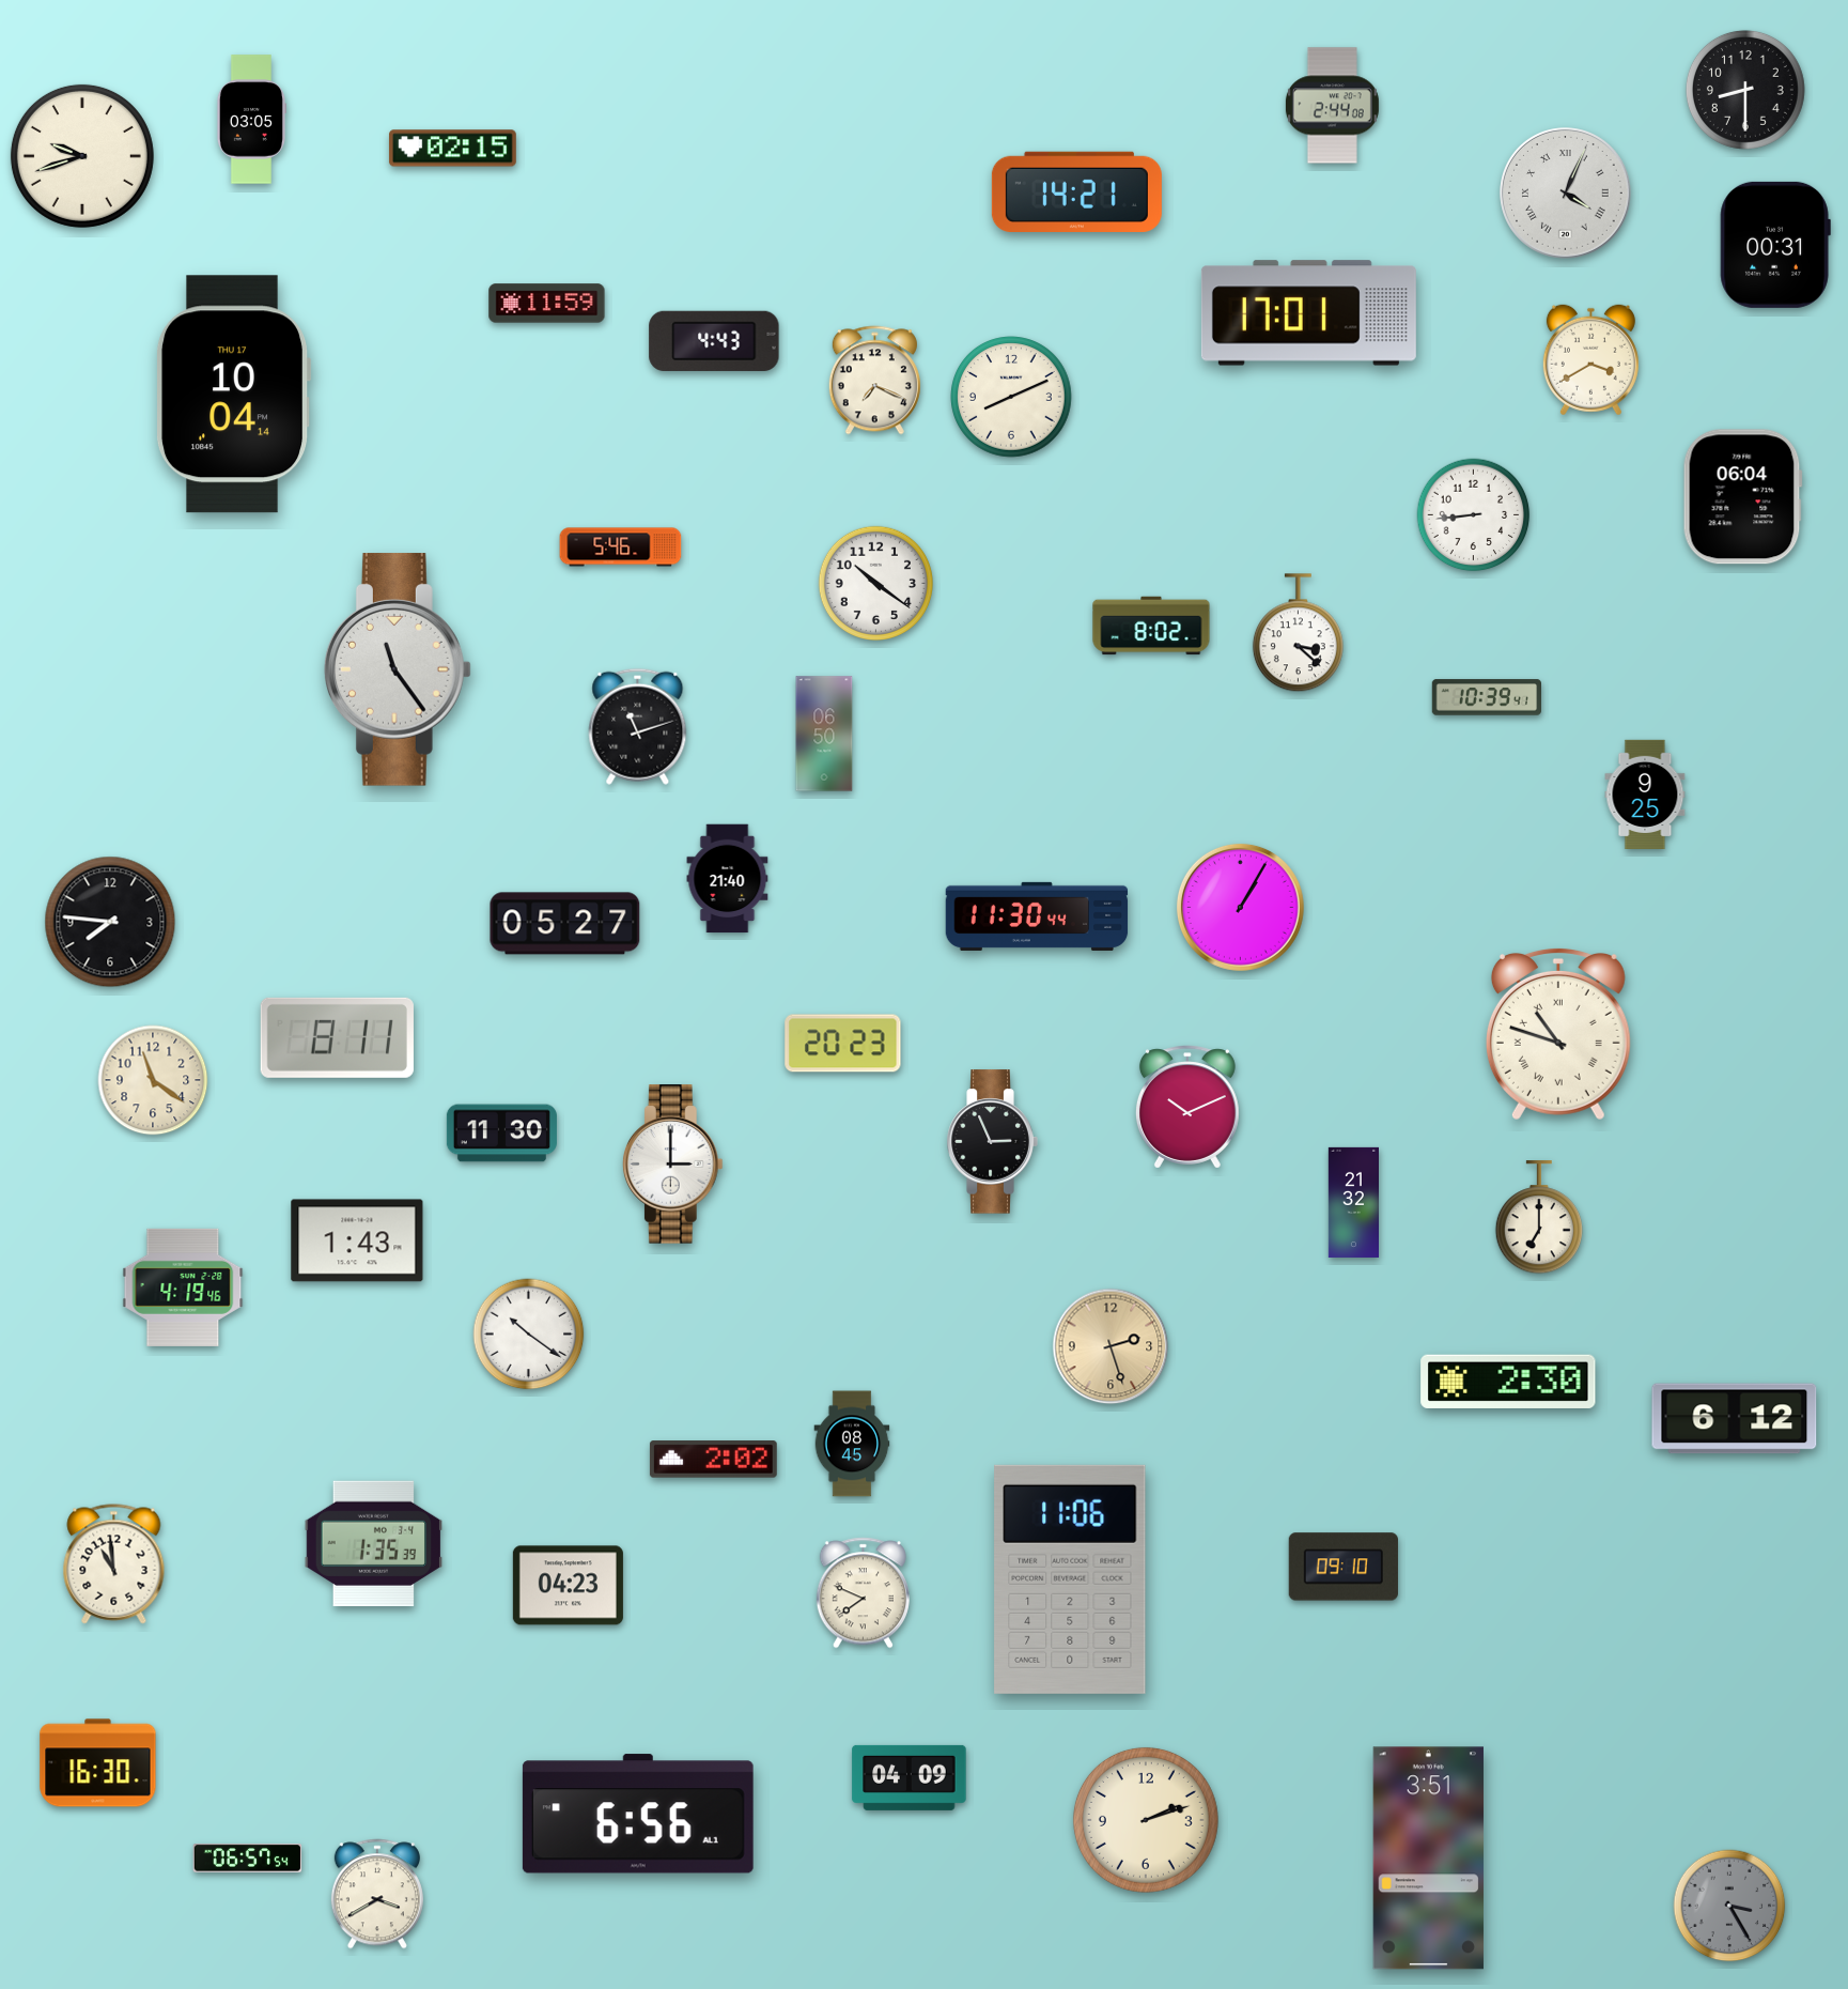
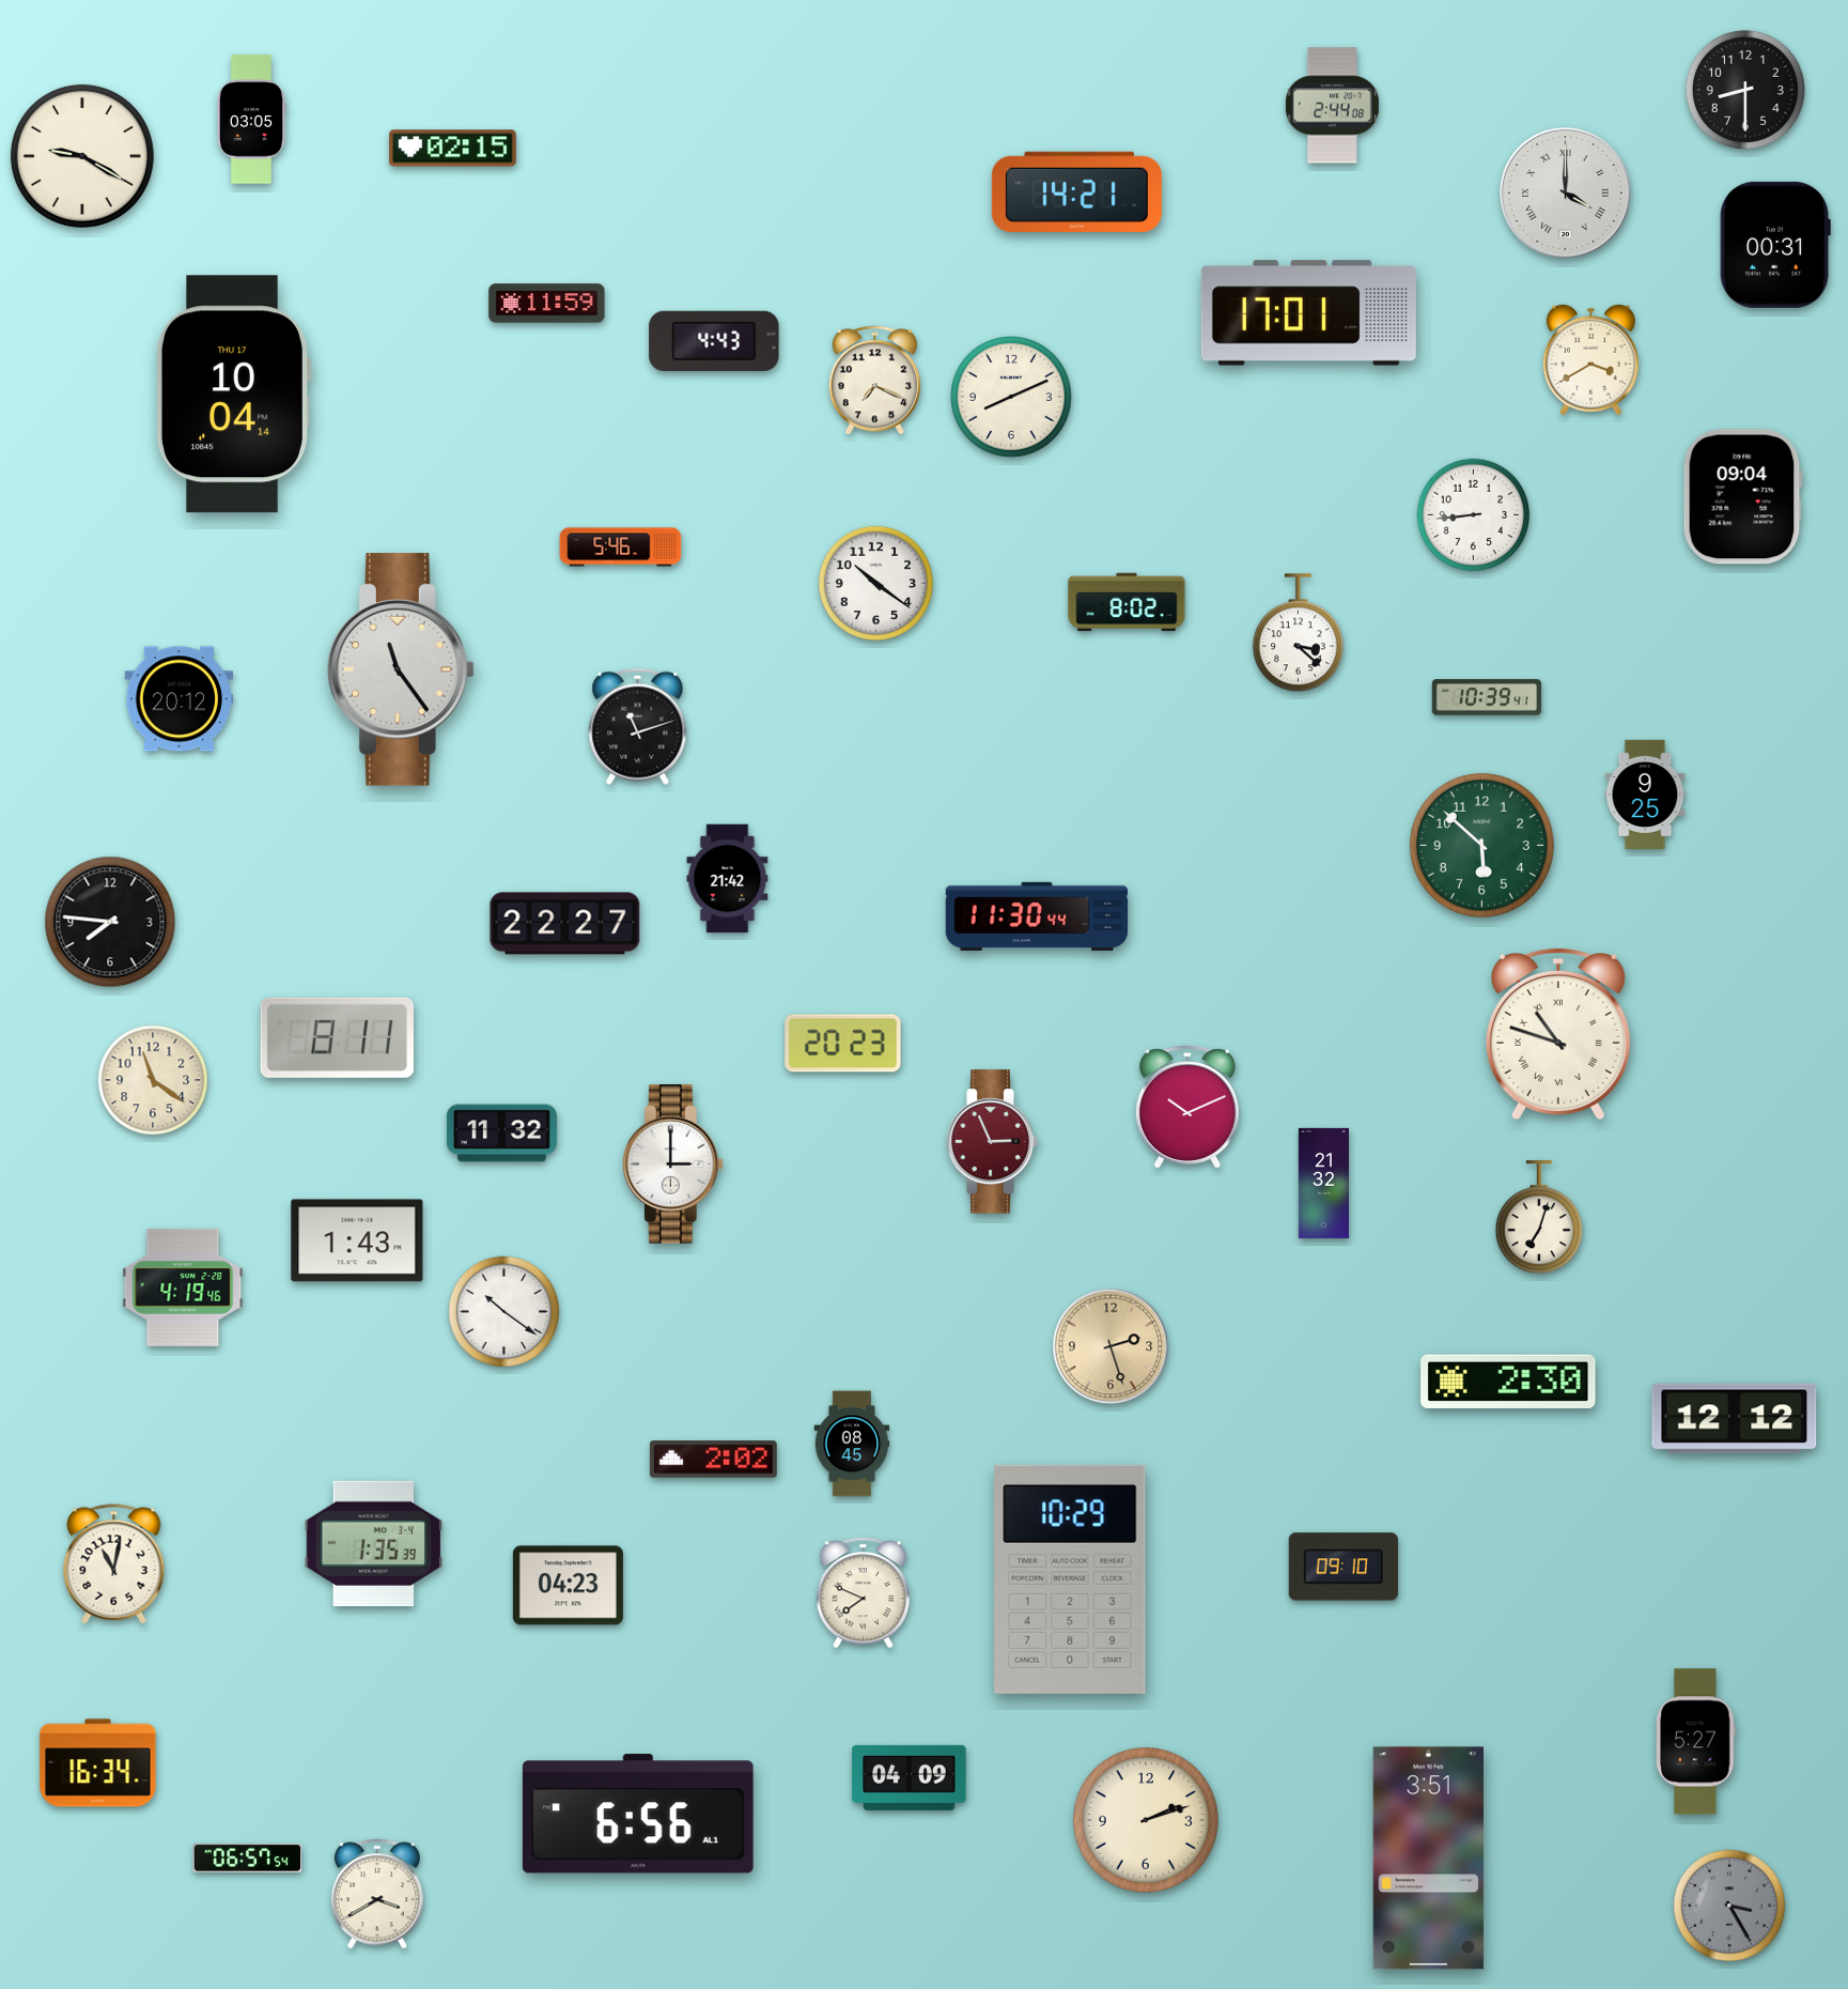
clock at (82, 156): 9:42 -> 9:20
clock at (1566, 194): 4:04 -> 4:00
clock at (1742, 497): 06:04 -> 09:04
clock at (1151, 626) position: (1151, 626) -> (1127, 602)
clock at (398, 669) position: (398, 669) -> (401, 669)
clock at (180, 699): none -> 20:12
clock at (824, 734): 06:50 -> none
clock at (1481, 845): none -> 5:52
clock at (728, 879): 21:40 -> 21:42
clock at (1240, 907): 1:05 -> none
clock at (565, 924): 05:27 -> 22:27
clock at (501, 1134): 11:30 -> 11:32
clock at (992, 1142) dial: black -> burgundy
clock at (1353, 1202) position: (1353, 1202) -> (1323, 1183)
clock at (1538, 1218): 7:00 -> 7:03
clock at (529, 1335) position: (529, 1335) -> (504, 1312)
clock at (1735, 1419): 6:12 -> 12:12
clock at (114, 1564): 10:59 -> 11:02
clock at (1070, 1579): 11:06 -> 10:29
clock at (1696, 1742): none -> 5:27
clock at (98, 1763): 16:30 -> 16:34
